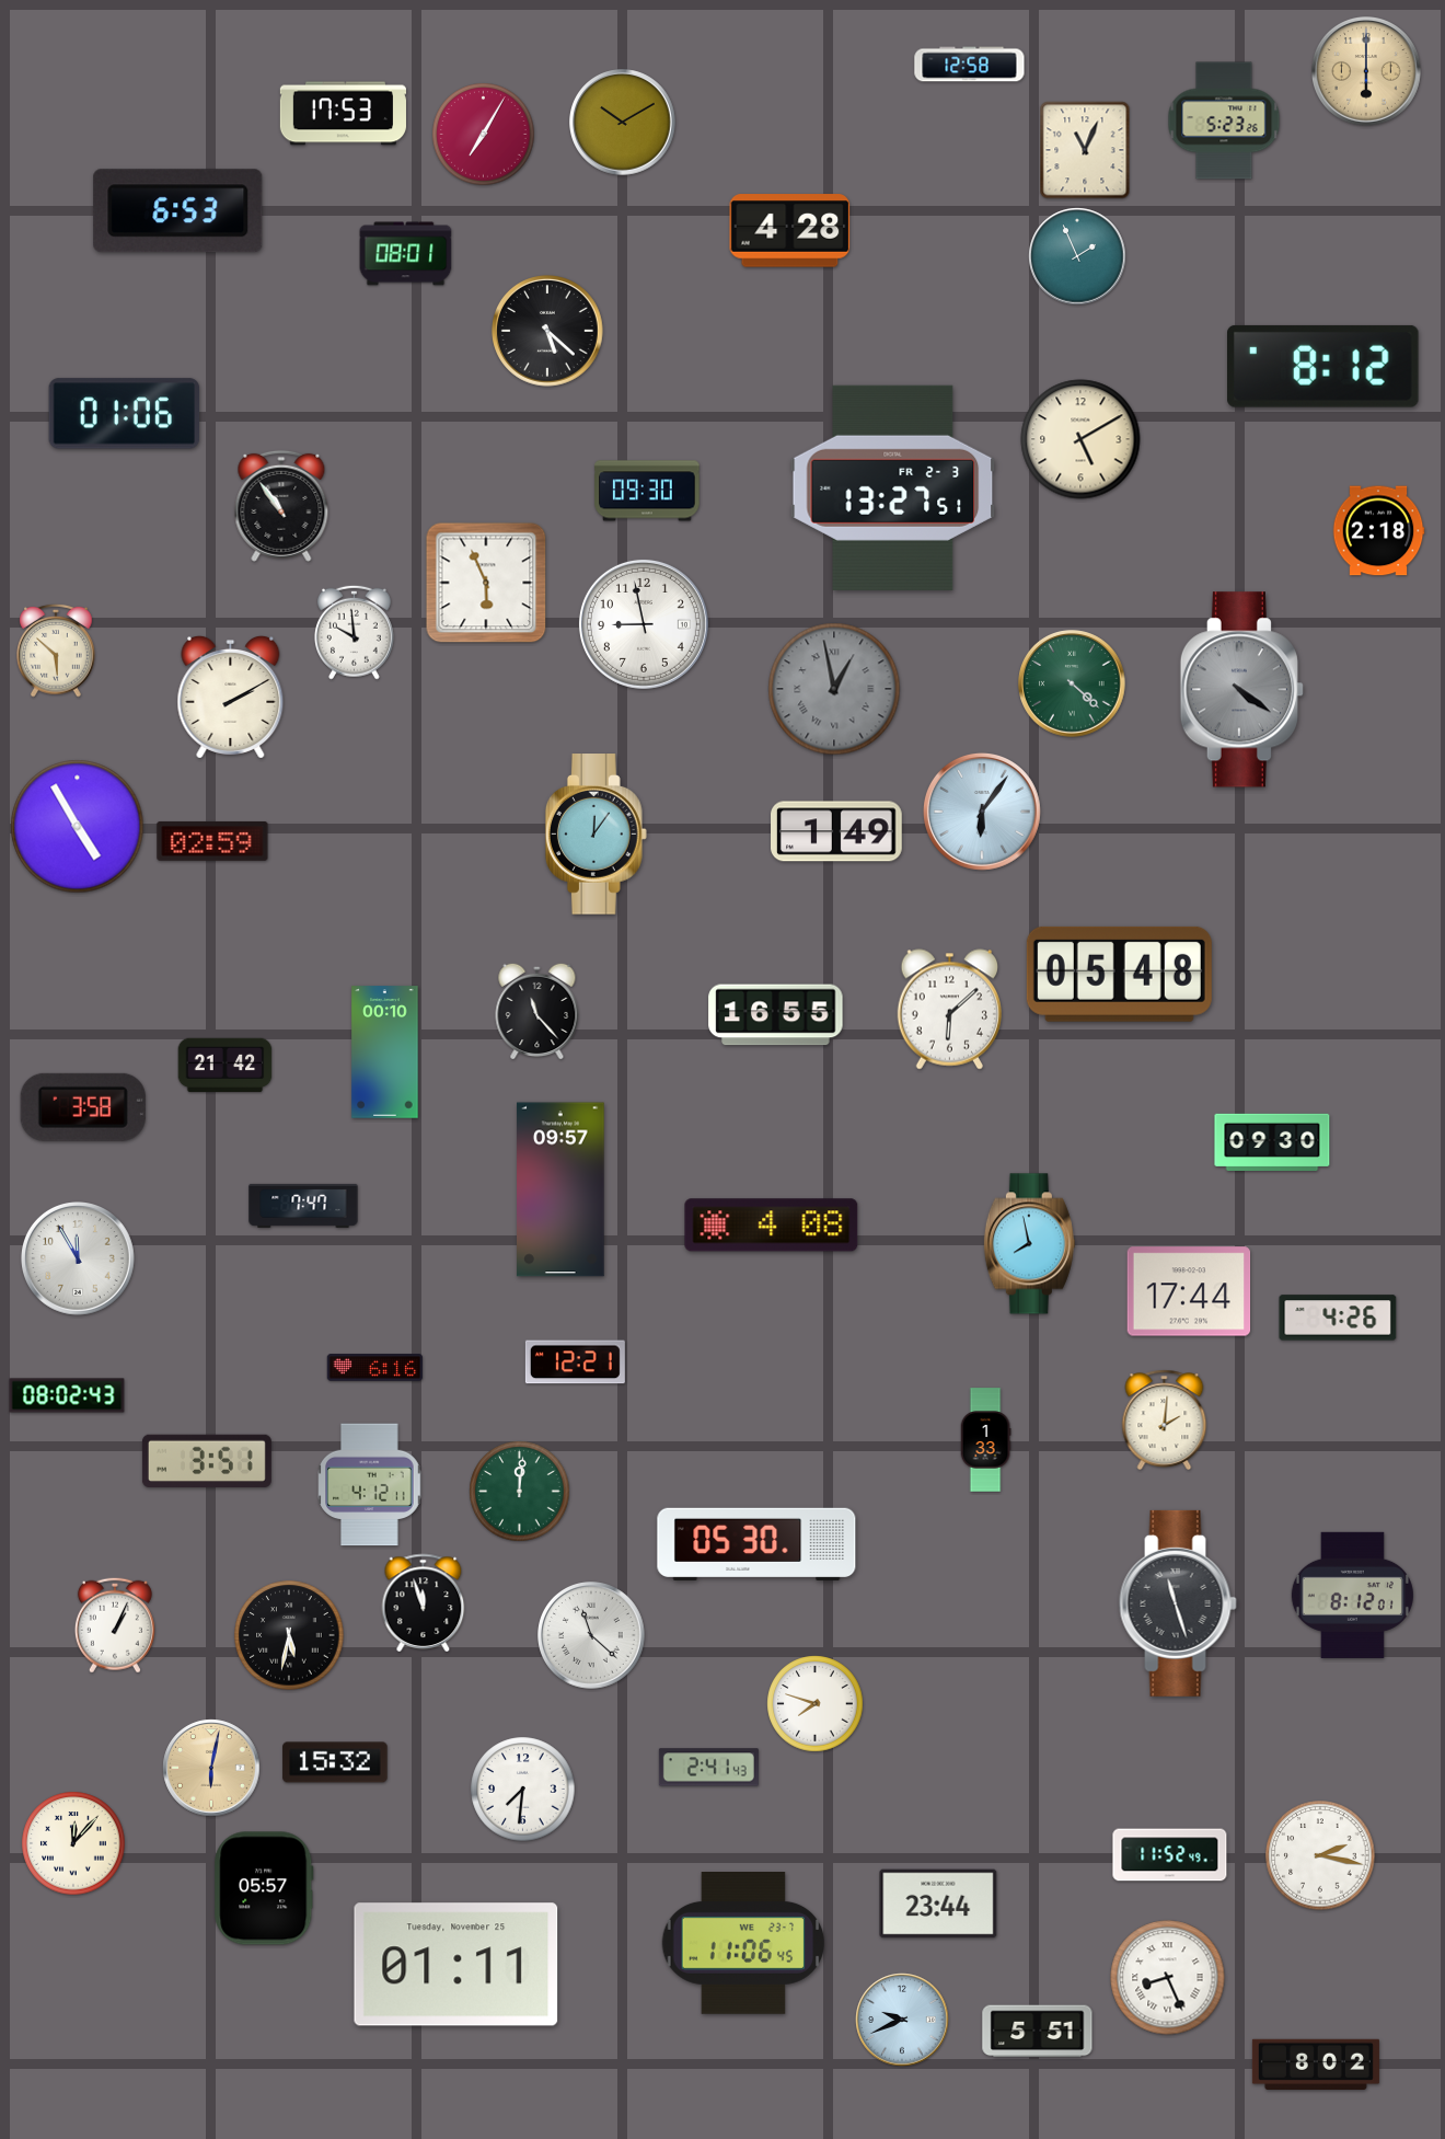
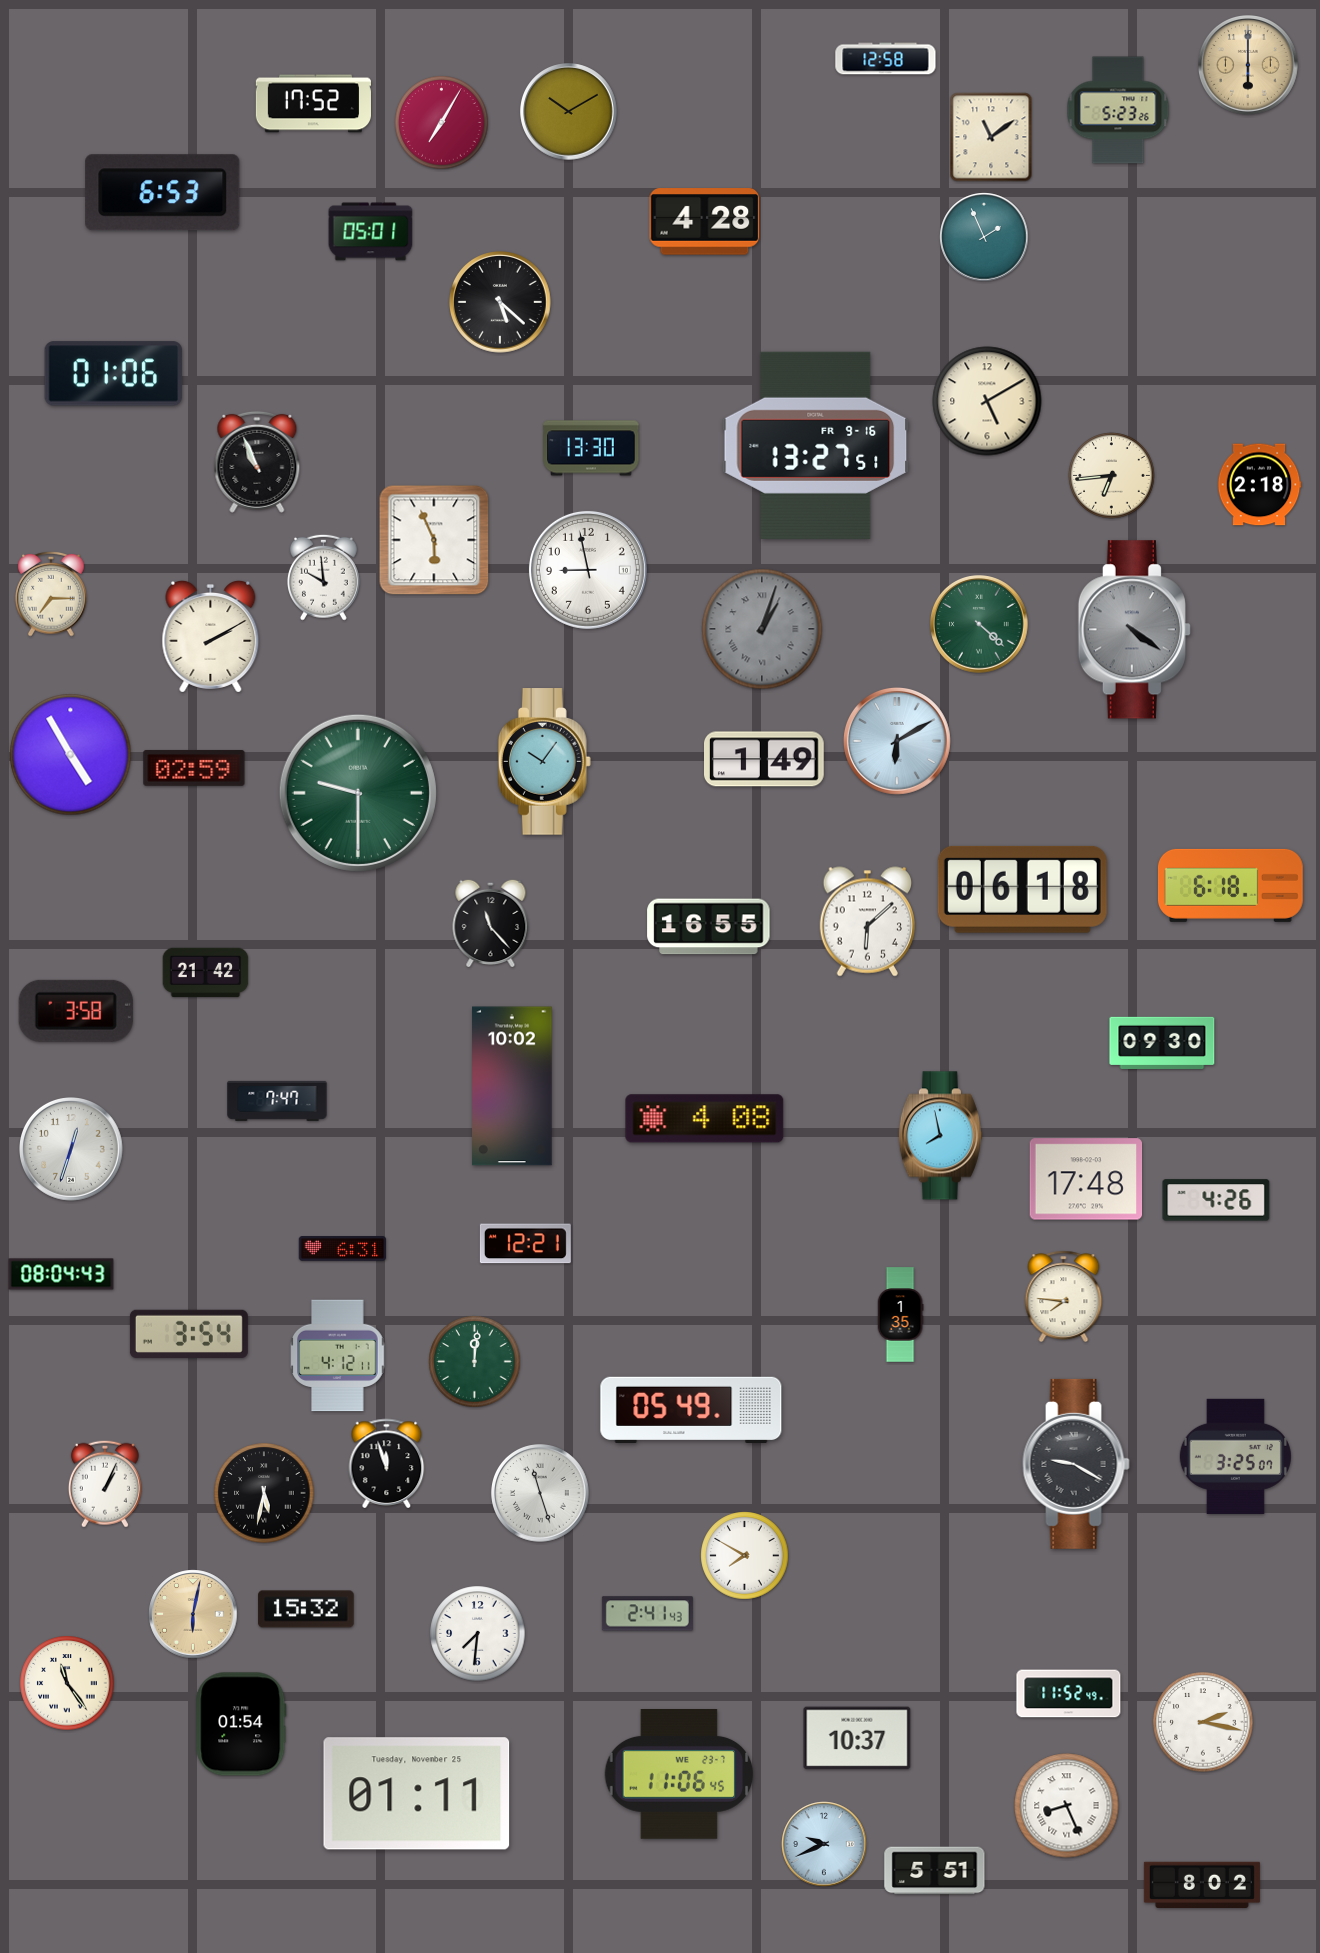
clock at (343, 114): 17:53 -> 17:52
clock at (1085, 150): 11:04 -> 11:09
clock at (790, 231) position: (790, 231) -> (705, 222)
clock at (406, 254): 08:01 -> 05:01
clock at (1077, 256) position: (1077, 256) -> (984, 237)
clock at (1323, 366): 8:12 -> none
clock at (125, 414) position: (125, 414) -> (114, 374)
clock at (893, 487) date: FR 2-3 -> FR 9-16
clock at (647, 491): 09:30 -> 13:30
clock at (281, 506): 10:54 -> 10:56
clock at (1112, 476): none -> 6:44
clock at (486, 583) position: (486, 583) -> (434, 540)
clock at (56, 651): 5:52 -> 7:15
clock at (834, 689): 12:58 -> 1:03
clock at (982, 812): 6:06 -> 6:10
clock at (596, 835): 12:06 -> 10:06
clock at (358, 793): none -> 9:30
clock at (1230, 885): none -> 6:18
clock at (1119, 974): 05:48 -> 06:18
clock at (385, 1053): 00:10 -> none
clock at (560, 1189): 09:57 -> 10:02
clock at (79, 1260): 11:55 -> 12:33
clock at (1189, 1291): 17:44 -> 17:48
clock at (1338, 1318) position: (1338, 1318) -> (1216, 1200)
clock at (375, 1368): 6:16 -> 6:31
clock at (67, 1395): 08:02 -> 08:04
clock at (1165, 1421): 2:01 -> 7:46
clock at (985, 1440): 1:33 -> 1:35
clock at (207, 1460): 3:51 -> 3:54
clock at (756, 1543): 05:30 -> 05:49
clock at (1352, 1595): 8:12 -> 3:25
clock at (1178, 1603): 11:27 -> 9:20
clock at (591, 1635): 11:22 -> 11:27
clock at (816, 1704): 7:48 -> 7:50
clock at (73, 1843): 12:07 -> 11:24
clock at (1320, 1855) position: (1320, 1855) -> (1203, 1722)
clock at (264, 1888): 05:57 -> 01:54
clock at (938, 1904): 23:44 -> 10:37
clock at (1038, 2032) position: (1038, 2032) -> (935, 1871)
